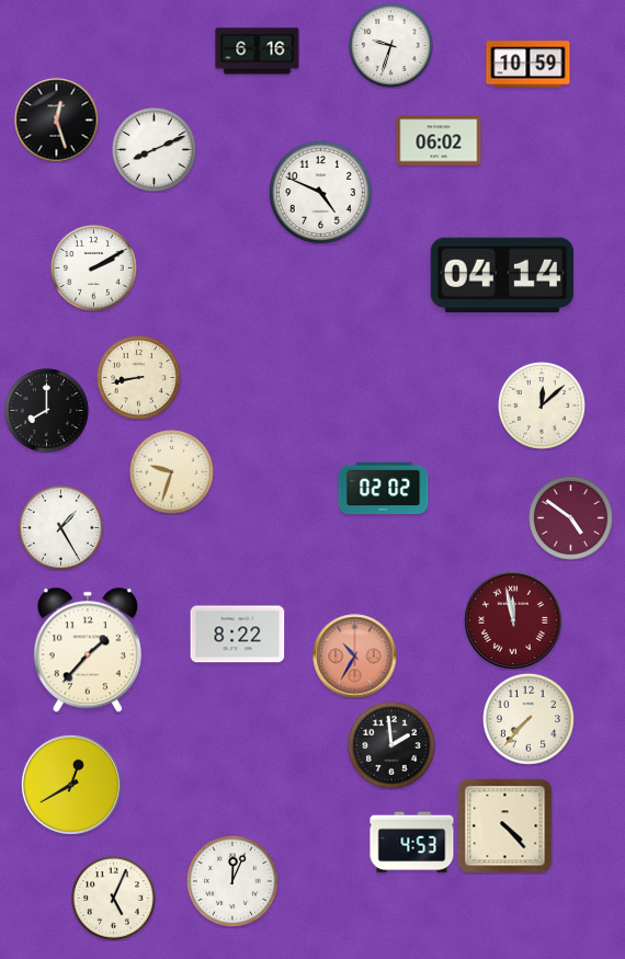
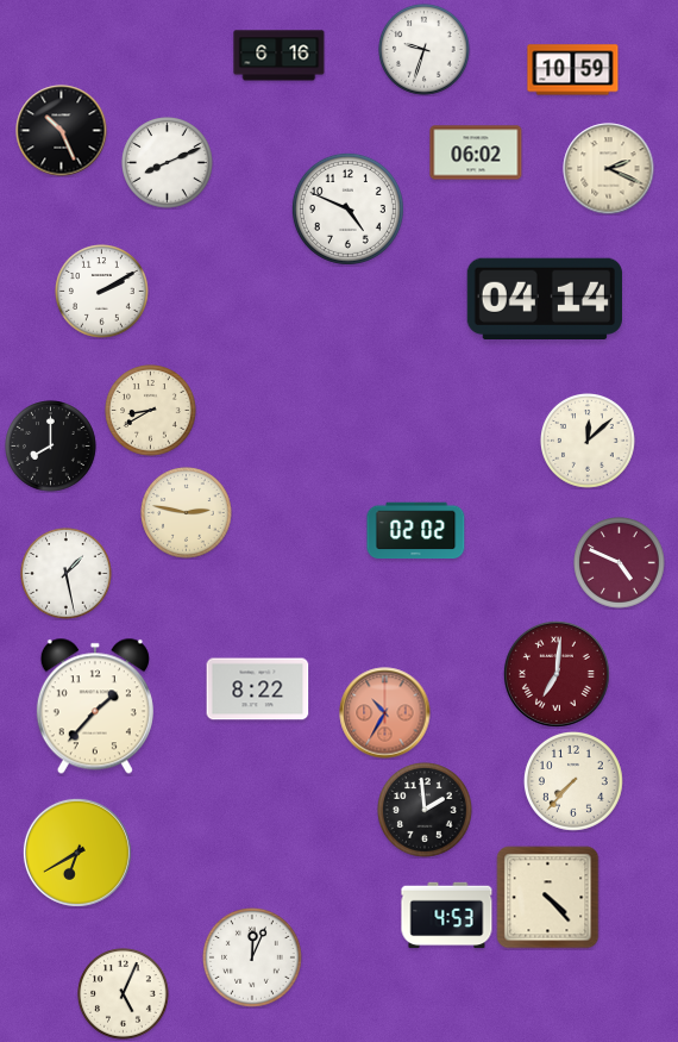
clock at (57, 121): 12:27 -> 10:26
clock at (609, 169): none -> 2:19
clock at (139, 378): 8:43 -> 8:40
clock at (172, 472): 9:33 -> 2:47
clock at (571, 518): 4:51 -> 4:49
clock at (61, 528): 1:25 -> 1:28
clock at (513, 620): 11:58 -> 7:01
clock at (71, 785): 12:40 -> 6:40
clock at (114, 899) position: (114, 899) -> (124, 994)
